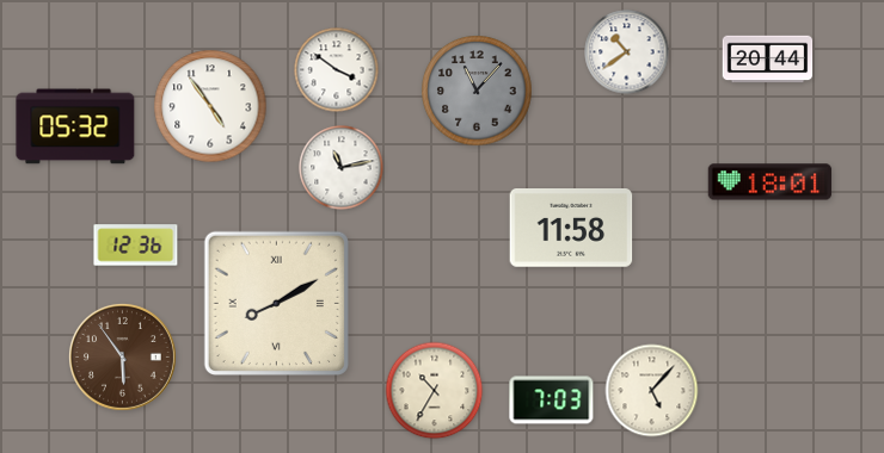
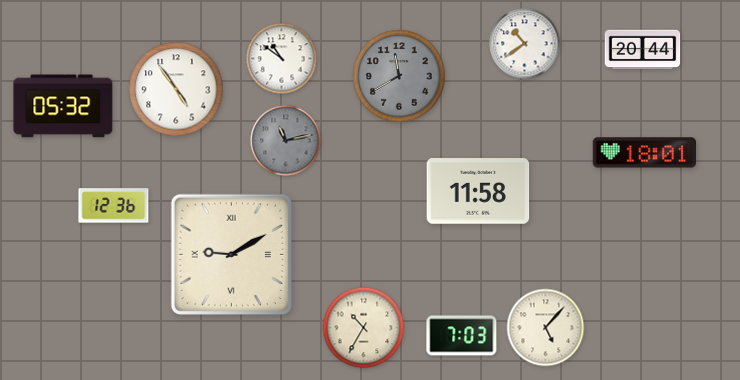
clock at (337, 70): 3:51 -> 10:51
clock at (477, 91): 11:07 -> 11:40
clock at (342, 168) dial: white -> grey
clock at (276, 303): 8:10 -> 9:10
clock at (122, 356): 5:54 -> none
